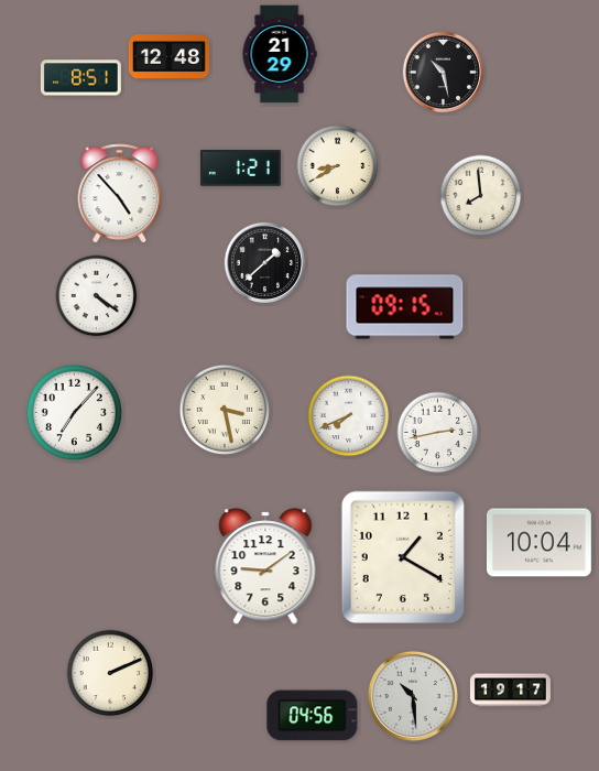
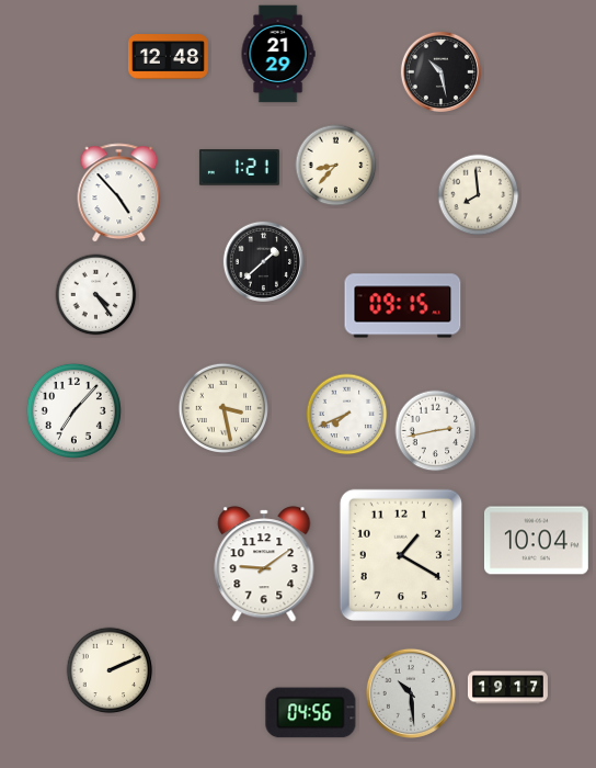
clock at (80, 78): 8:51 -> none
clock at (338, 166): 8:40 -> 8:37
clock at (97, 296): 4:21 -> 4:24
